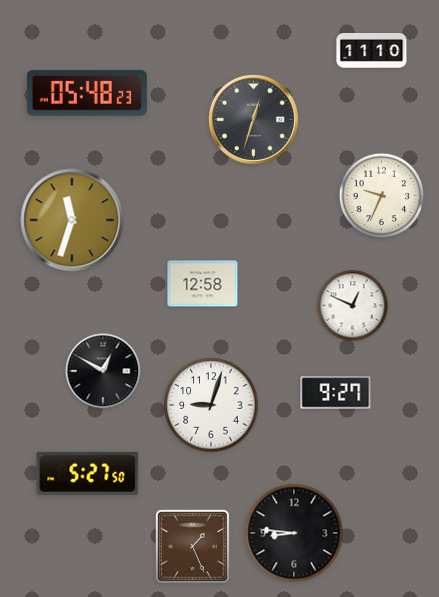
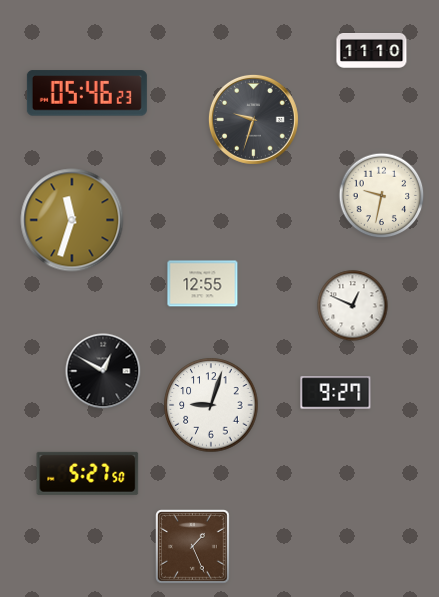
clock at (87, 93): 05:48 -> 05:46
clock at (253, 119): 12:33 -> 9:33
clock at (382, 196): 9:34 -> 9:32
clock at (203, 284): 12:58 -> 12:55
clock at (294, 533): 8:46 -> none
